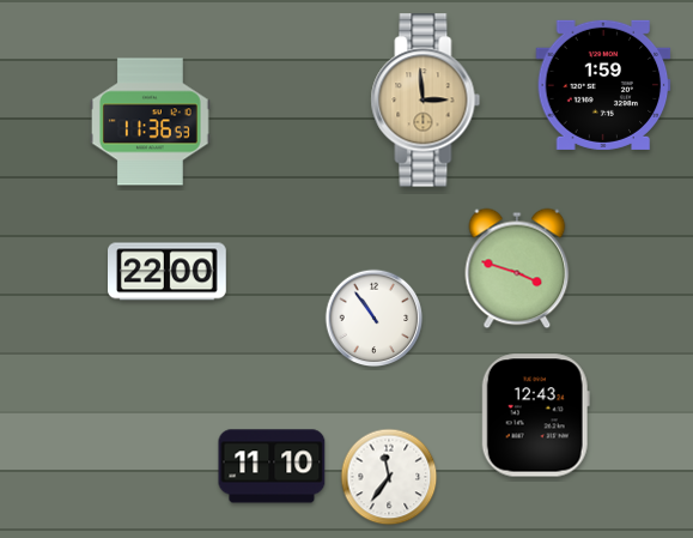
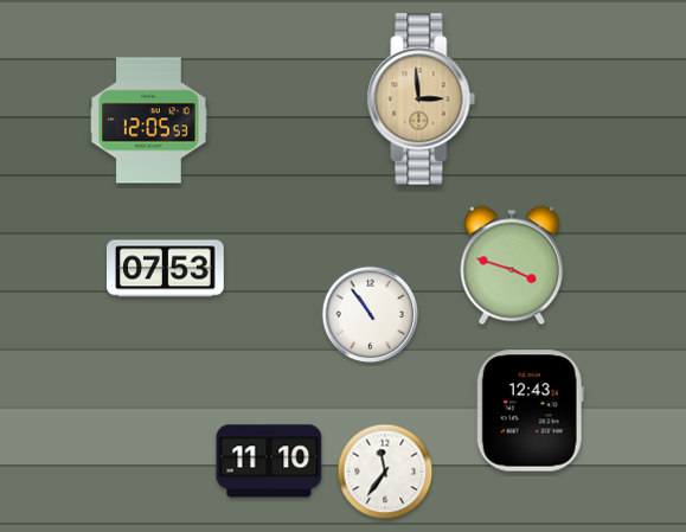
clock at (603, 85): 1:59 -> none
clock at (151, 122): 11:36 -> 12:05
clock at (168, 272): 22:00 -> 07:53
